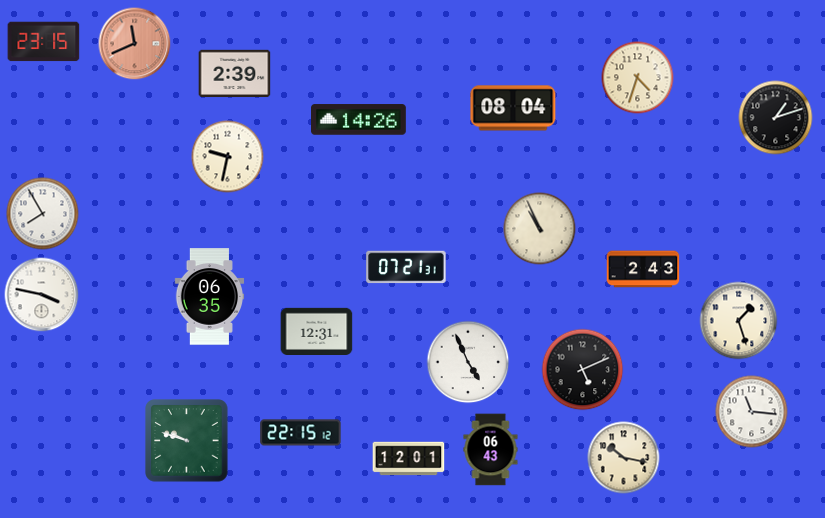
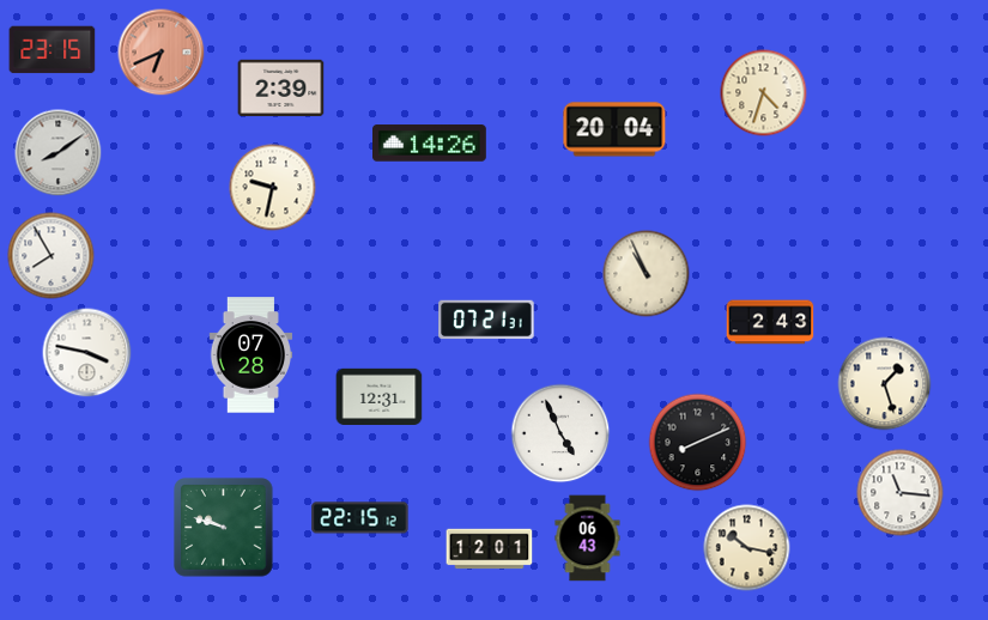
clock at (135, 44): 11:41 -> 6:41
clock at (513, 108): 08:04 -> 20:04
clock at (776, 118): 1:12 -> none
clock at (59, 153): none -> 8:09
clock at (42, 295) position: (42, 295) -> (87, 353)
clock at (210, 297): 06:35 -> 07:28
clock at (583, 370): 5:11 -> 8:11
